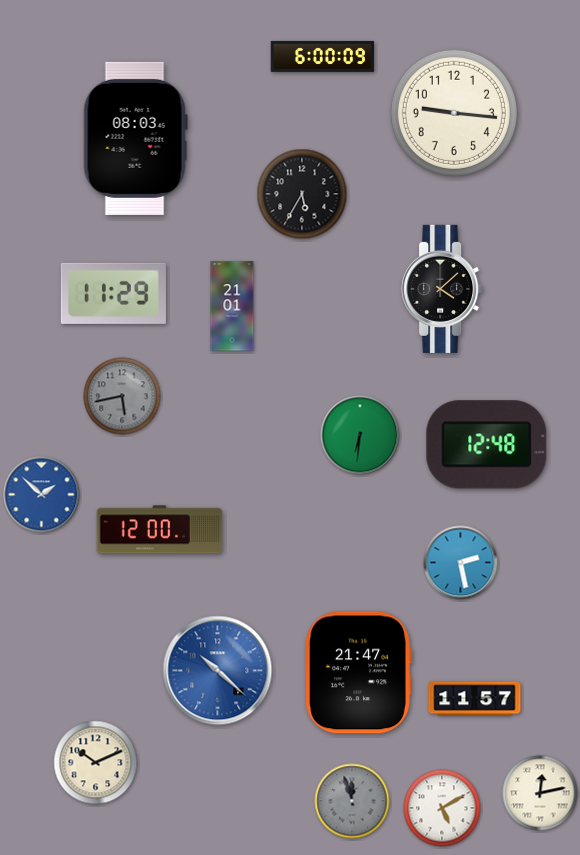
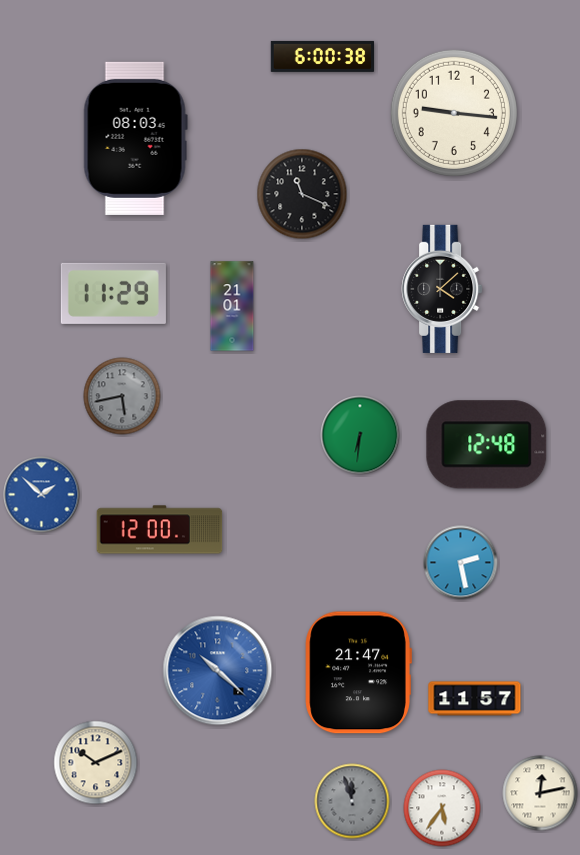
clock at (323, 56): 6:00:09 -> 6:00:38
clock at (302, 194): 5:35 -> 11:19
clock at (442, 808): 5:10 -> 5:36
